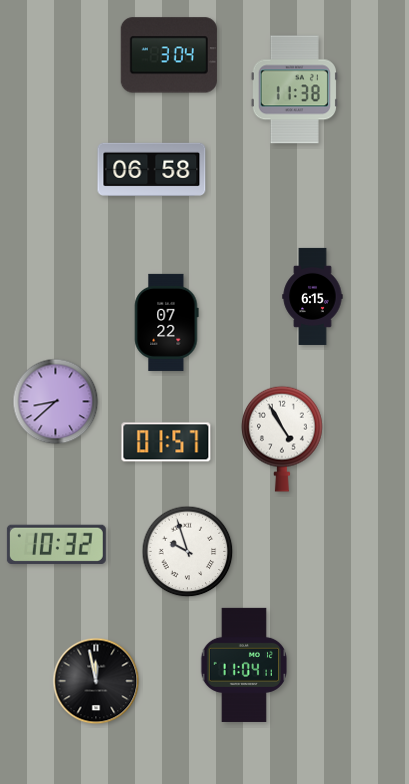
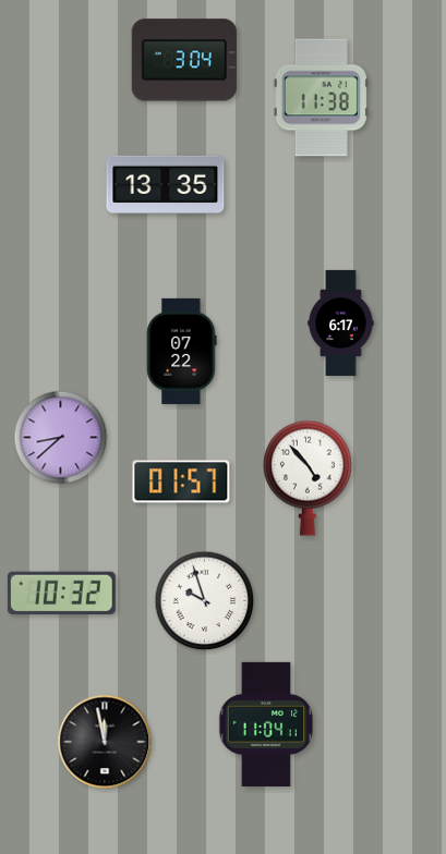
clock at (152, 169): 06:58 -> 13:35
clock at (313, 296): 6:15 -> 6:17
clock at (283, 439): 4:55 -> 4:53
